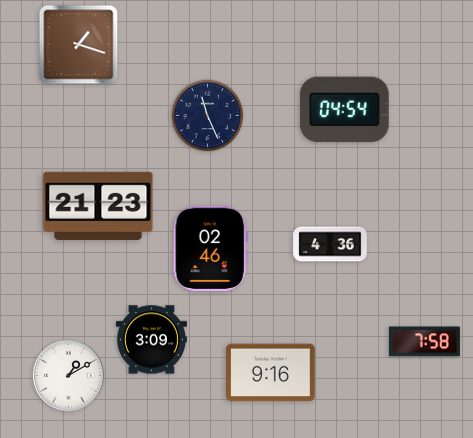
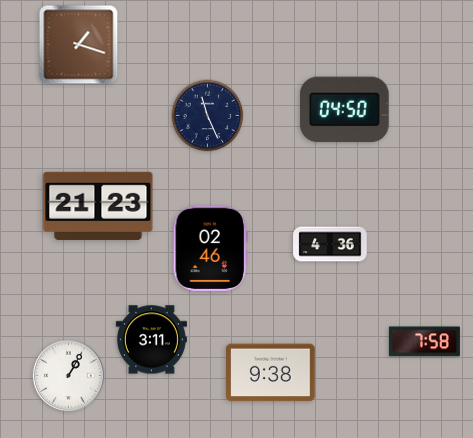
clock at (344, 110): 04:54 -> 04:50
clock at (151, 340): 3:09 -> 3:11
clock at (271, 373): 9:16 -> 9:38
clock at (68, 375): 1:10 -> 1:05
